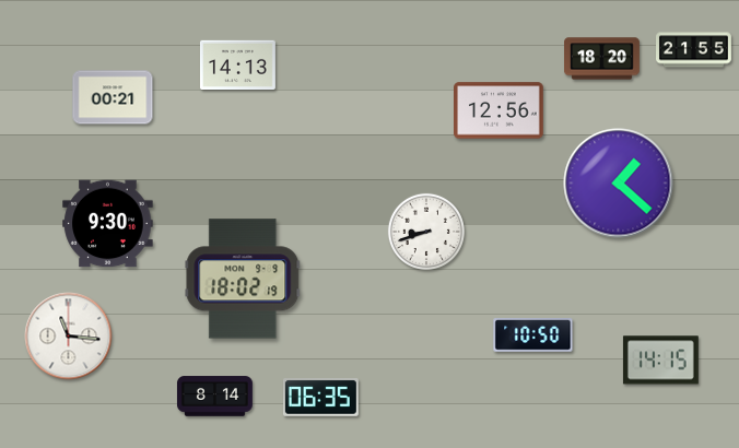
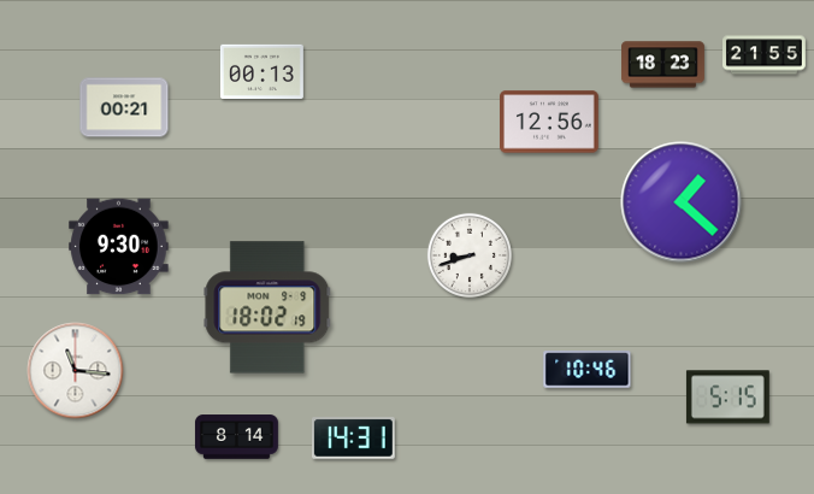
clock at (602, 59): 18:20 -> 18:23
clock at (237, 64): 14:13 -> 00:13
clock at (533, 335): 10:50 -> 10:46
clock at (660, 361): 14:15 -> 5:15
clock at (320, 398): 06:35 -> 14:31
